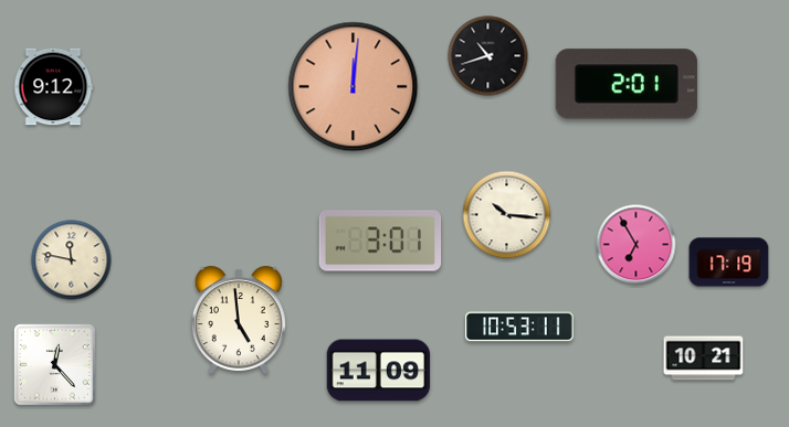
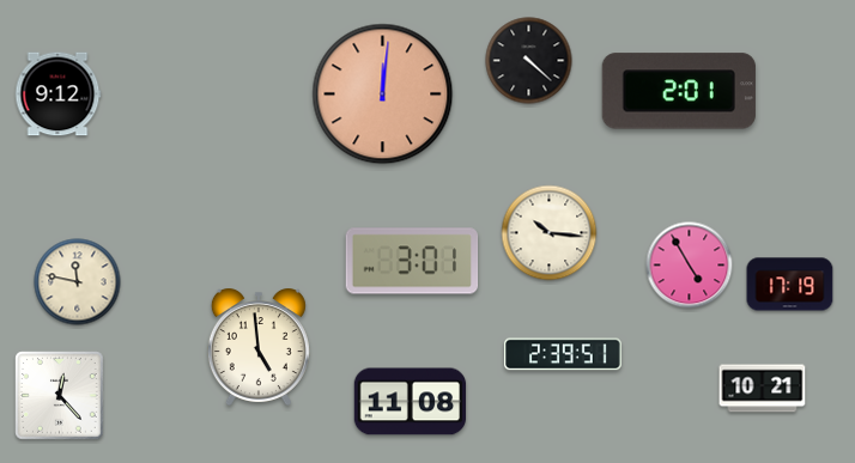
clock at (488, 56): 10:42 -> 4:22
clock at (637, 245): 6:55 -> 4:55
clock at (519, 327): 10:53 -> 2:39
clock at (379, 371): 11:09 -> 11:08
